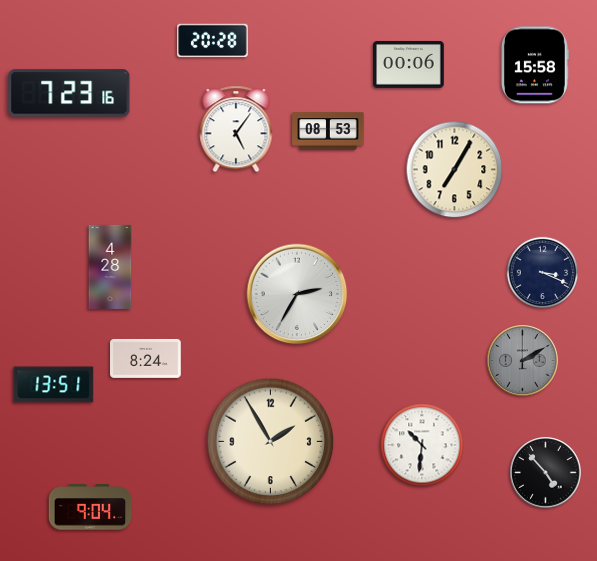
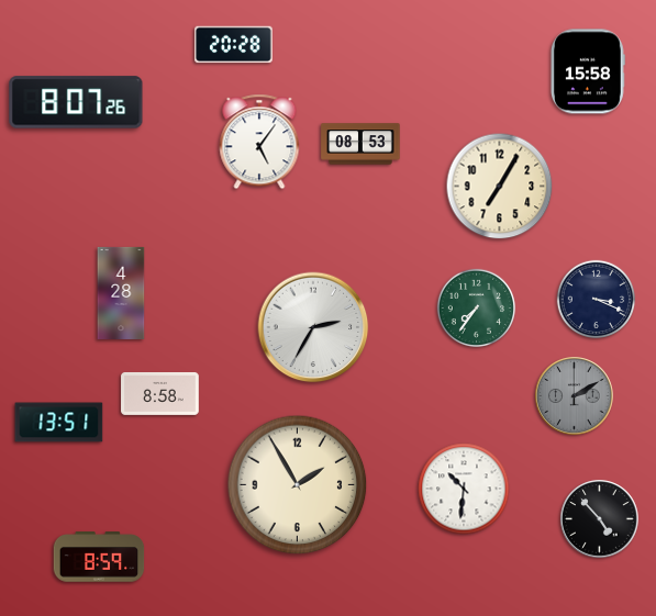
clock at (409, 64): 00:06 -> none
clock at (69, 93): 7:23 -> 8:07
clock at (477, 309): none -> 7:36
clock at (297, 294) position: (297, 294) -> (313, 327)
clock at (146, 358): 8:24 -> 8:58
clock at (90, 507): 9:04 -> 8:59
